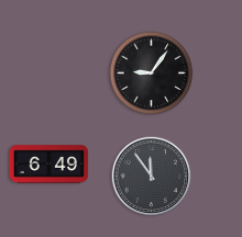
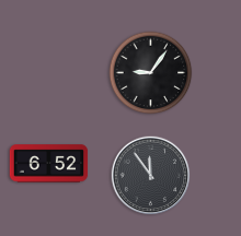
clock at (50, 165): 6:49 -> 6:52
